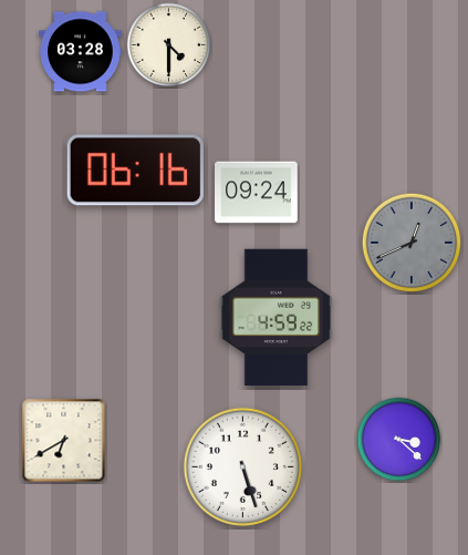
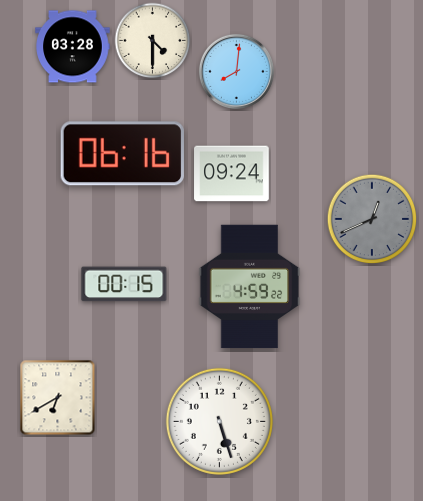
clock at (236, 71): none -> 8:01
clock at (124, 284): none -> 00:15
clock at (399, 440): 3:22 -> none
